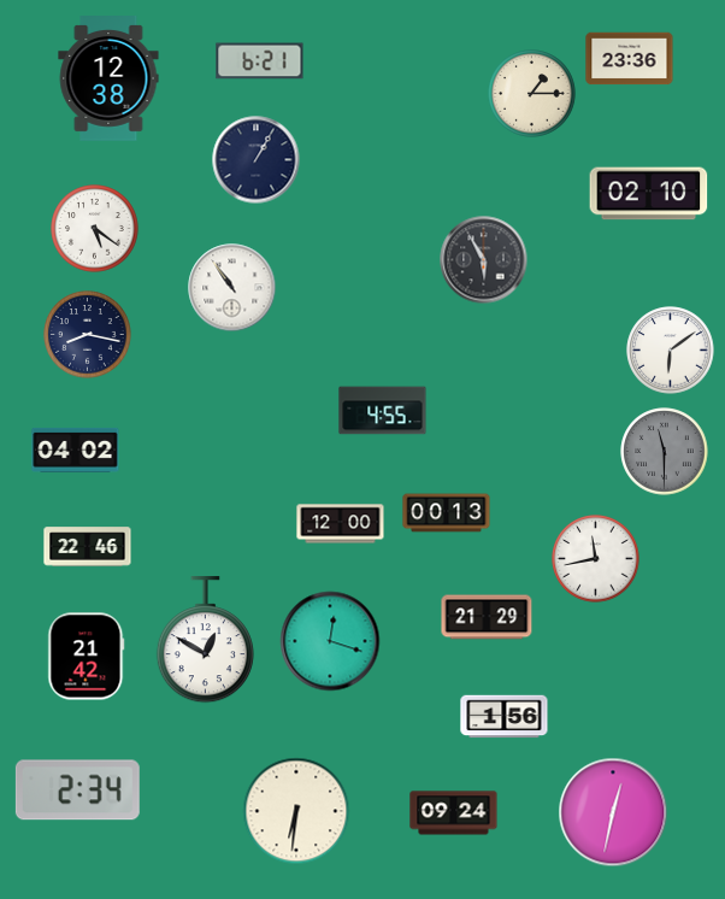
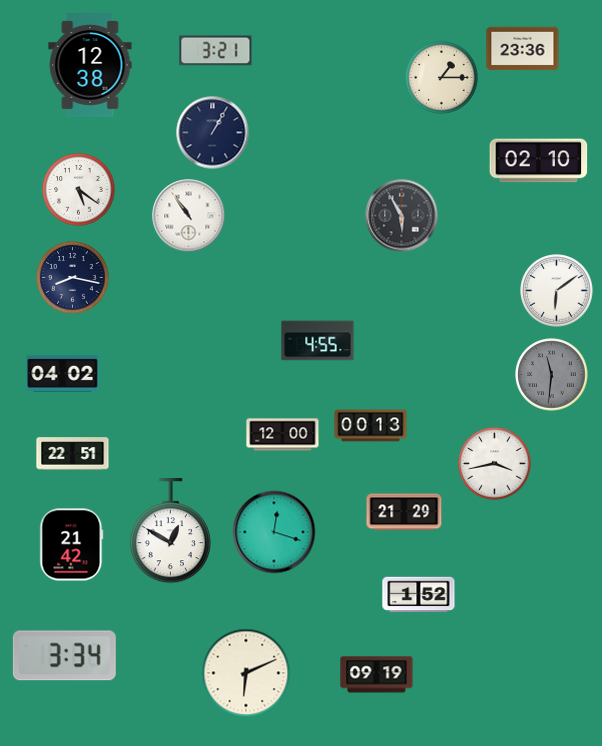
clock at (260, 61): 6:21 -> 3:21
clock at (232, 288) position: (232, 288) -> (189, 216)
clock at (665, 452): 11:30 -> 11:31
clock at (88, 547): 22:46 -> 22:51
clock at (596, 559): 11:43 -> 3:43
clock at (505, 717): 1:56 -> 1:52
clock at (77, 791): 2:34 -> 3:34
clock at (296, 811): 6:31 -> 6:11
clock at (613, 812): 12:32 -> none
clock at (454, 813): 09:24 -> 09:19
